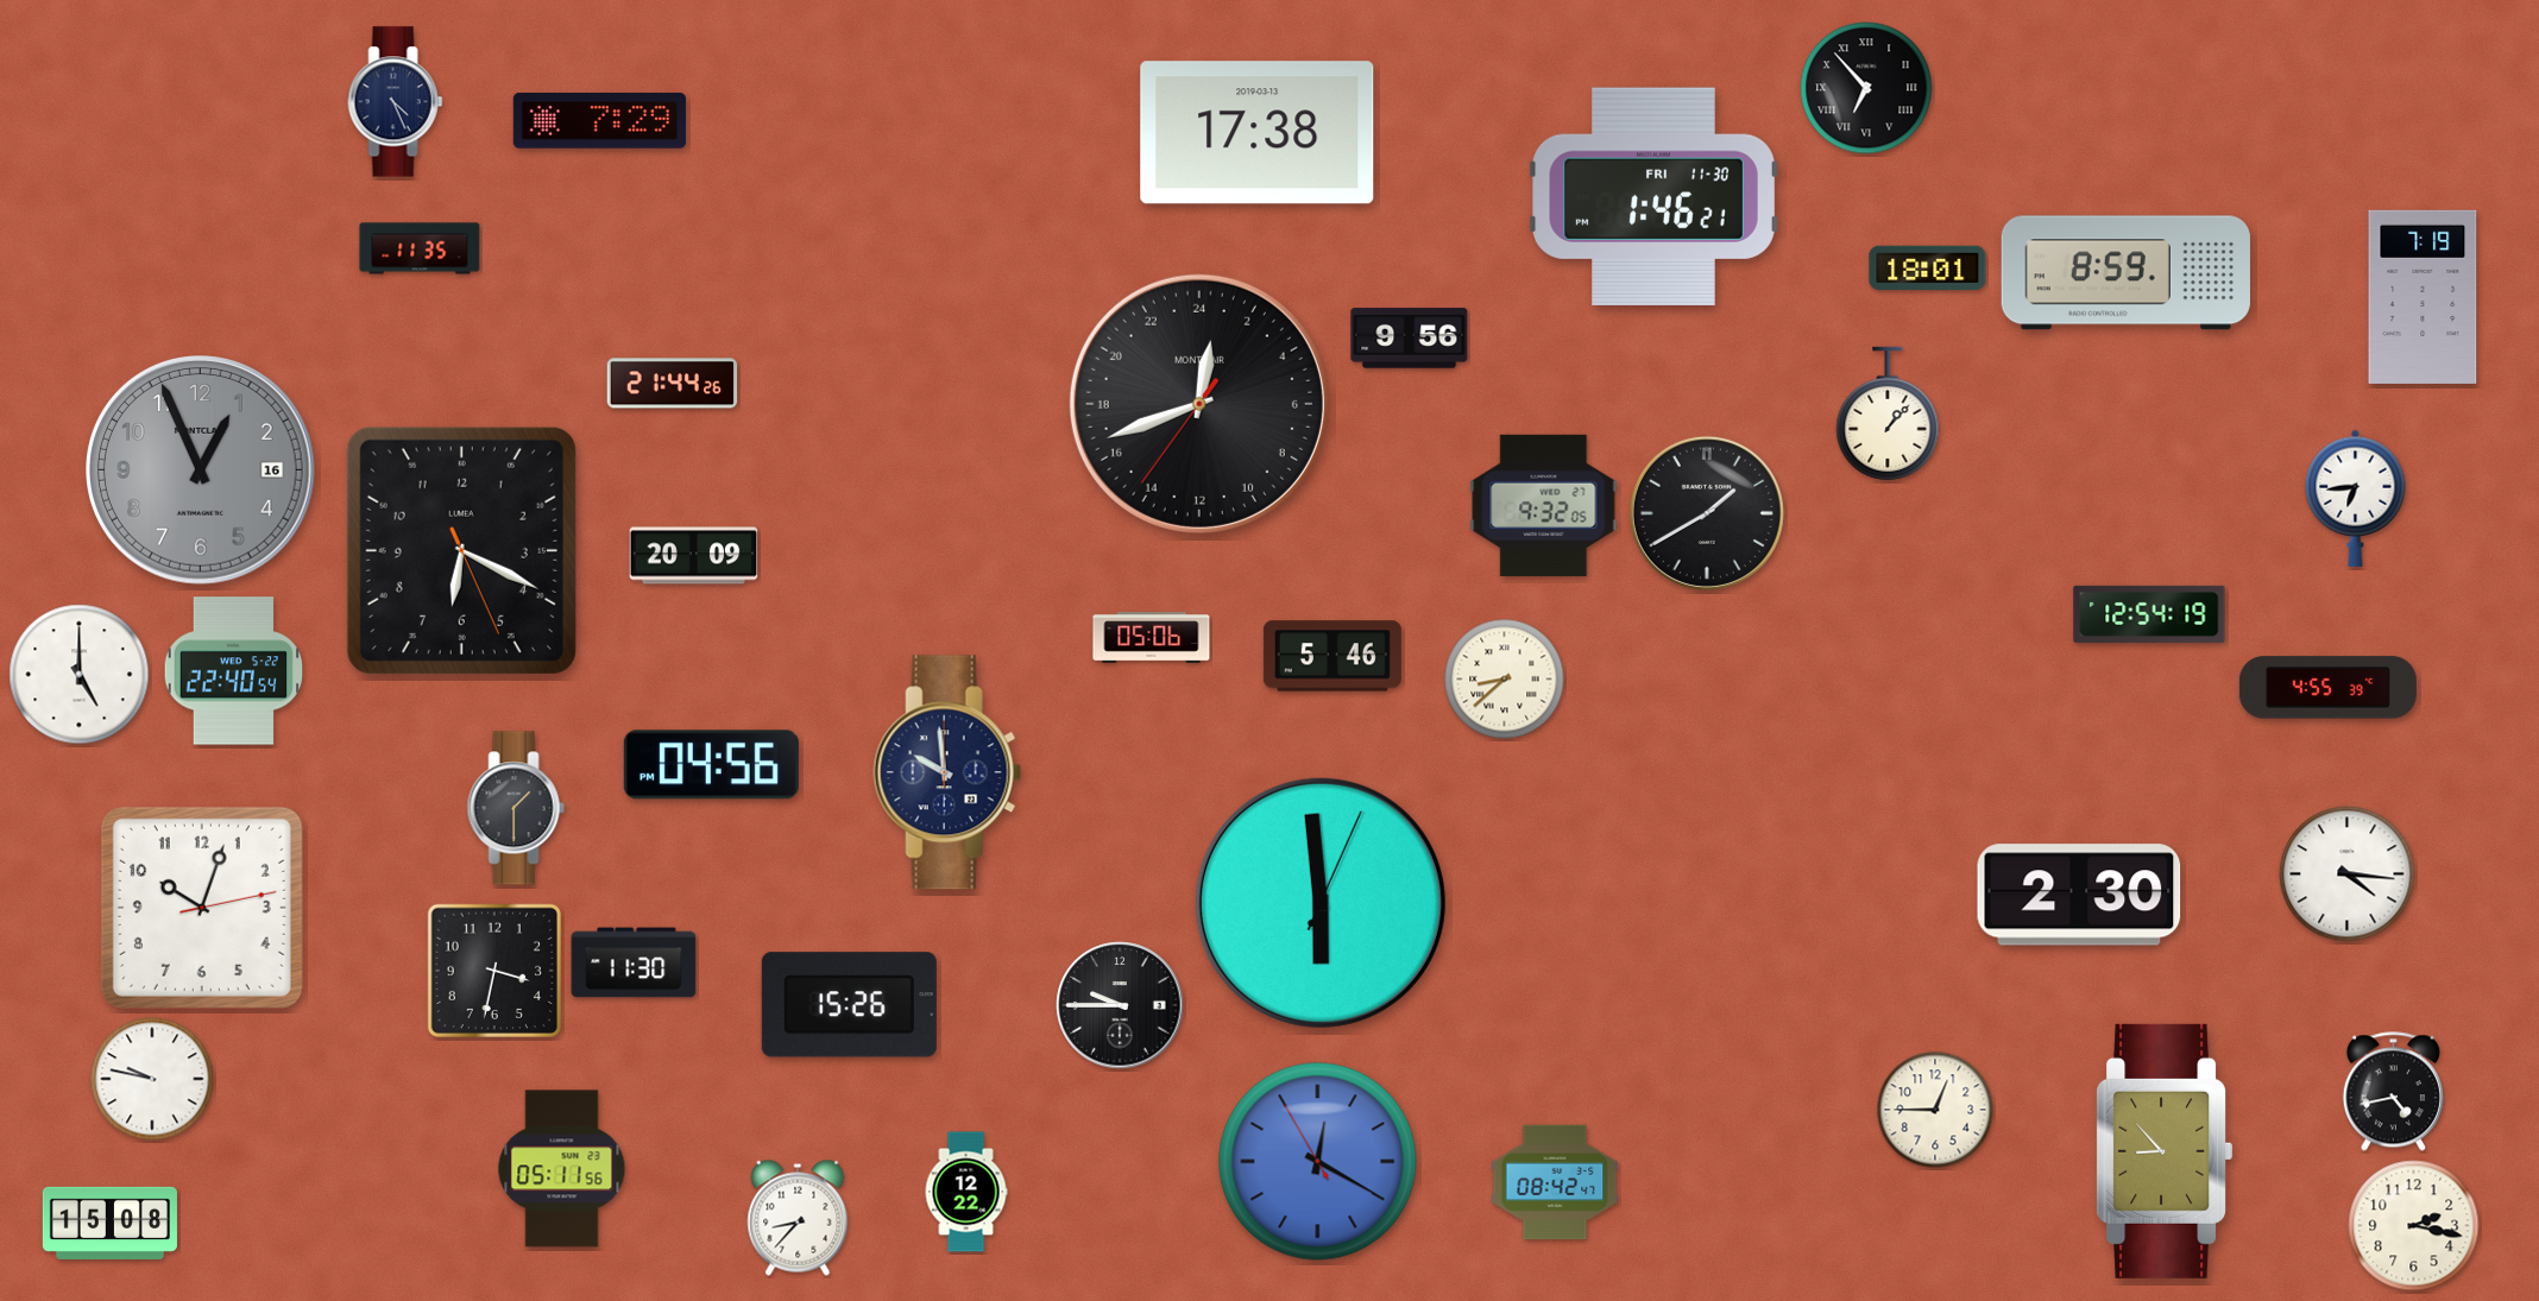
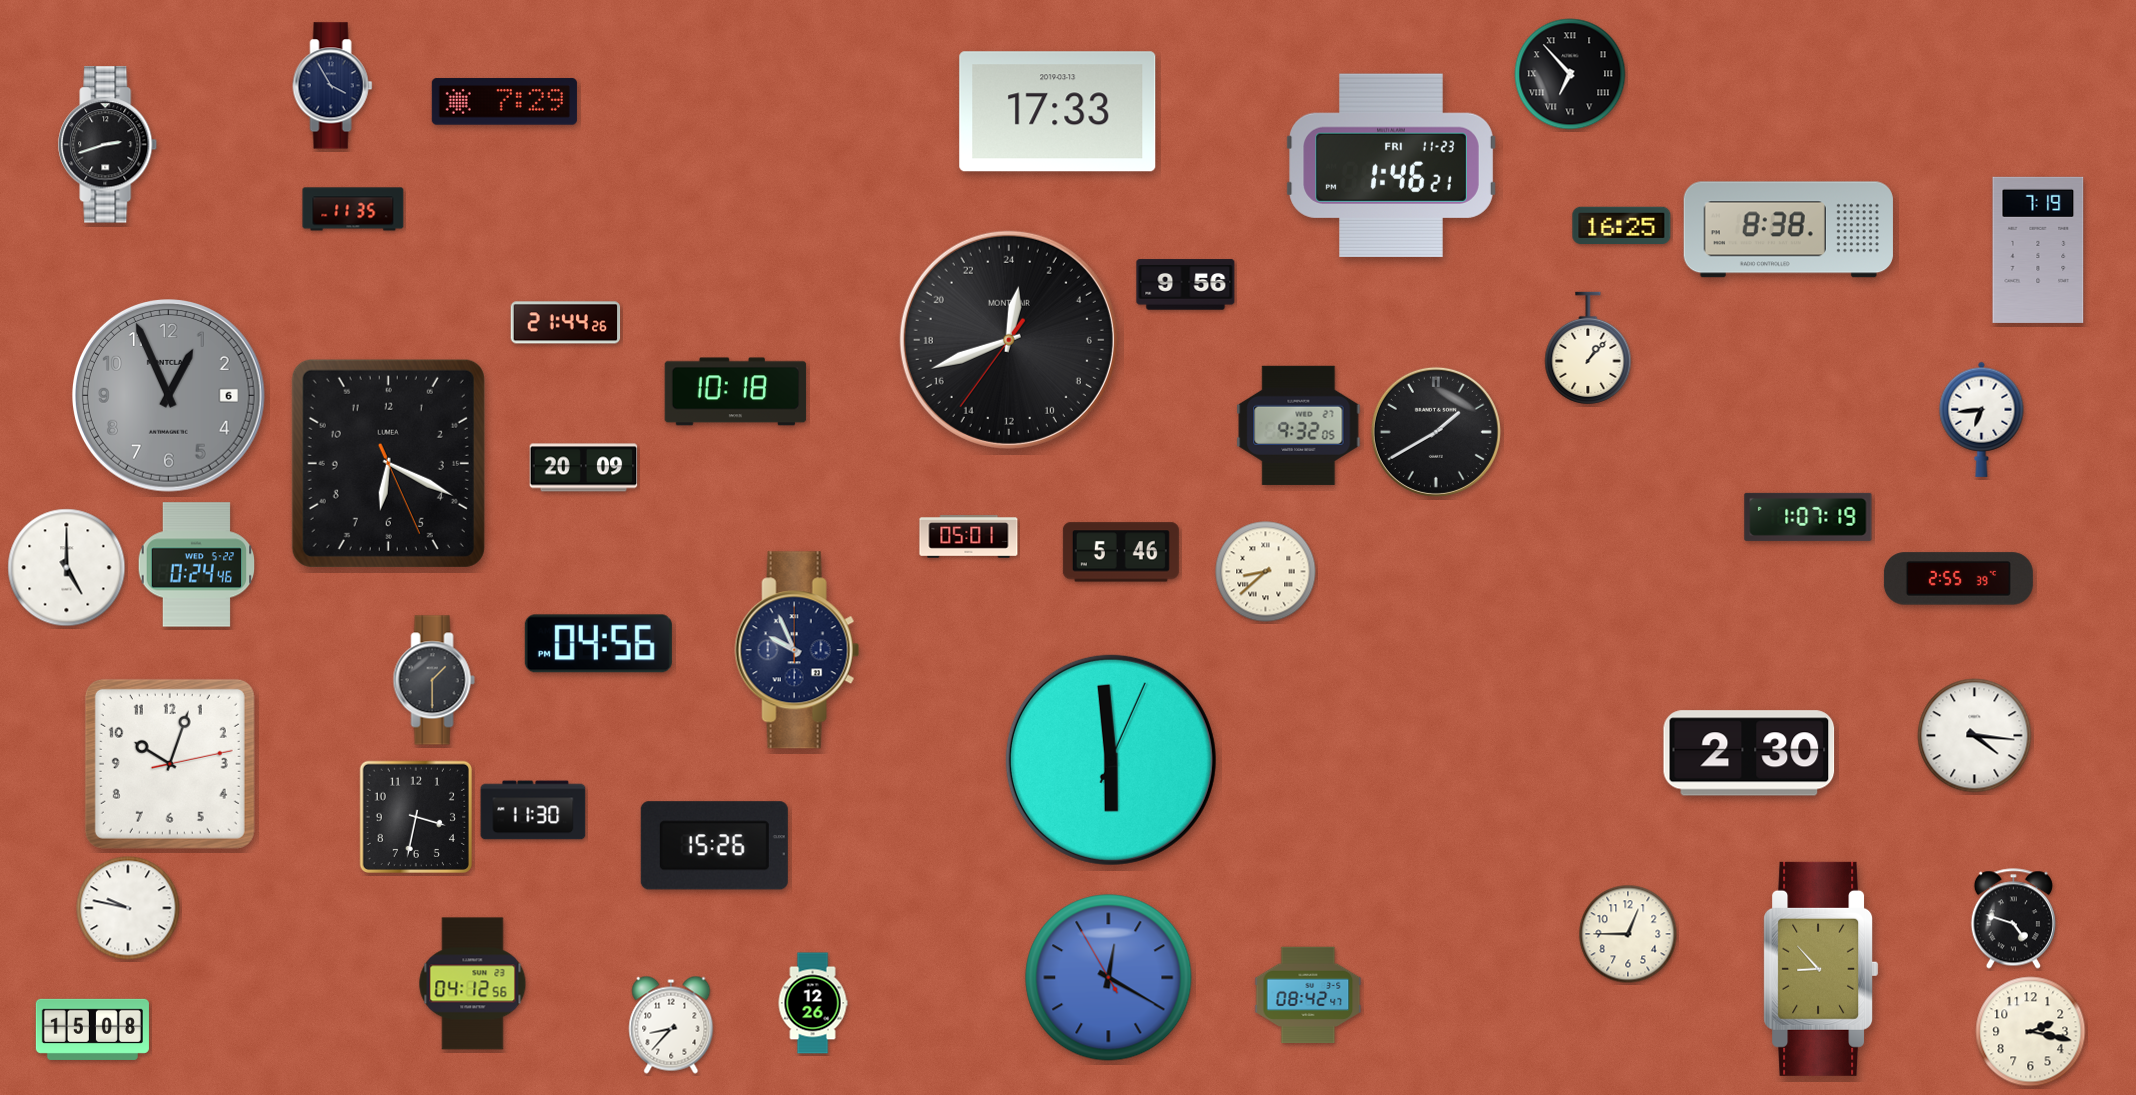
clock at (396, 102): 4:26 -> 3:55
clock at (1258, 133): 17:38 -> 17:33
clock at (108, 145): none -> 2:42
clock at (1653, 196) date: FRI 11-30 -> FRI 11-23
clock at (1928, 267): 18:01 -> 16:25
clock at (2125, 273): 8:59 -> 8:38
clock at (736, 392): none -> 10:18
clock at (201, 470) date: 16 -> 6
clock at (2149, 614): 12:54 -> 1:07
clock at (1152, 638): 05:06 -> 05:01
clock at (234, 671): 22:40 -> 0:24
clock at (2327, 688): 4:55 -> 2:55
clock at (947, 772): 9:59 -> 9:56
clock at (1120, 1005): 9:45 -> none
clock at (2393, 1092): 4:43 -> 4:48
clock at (562, 1169): 05:11 -> 04:12
clock at (966, 1192): 12:22 -> 12:26
